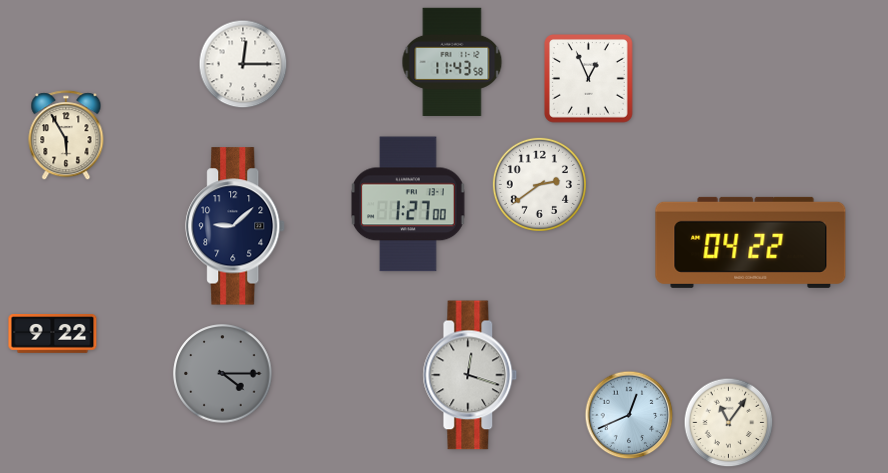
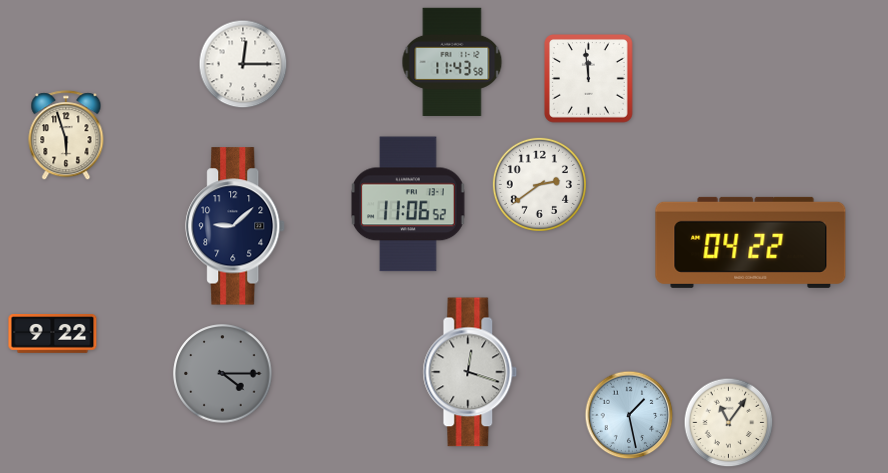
clock at (589, 79): 12:56 -> 11:59
clock at (66, 136): 5:55 -> 5:57
clock at (409, 204): 1:27 -> 11:06
clock at (470, 375) position: (470, 375) -> (470, 372)
clock at (629, 415): 12:41 -> 1:28
